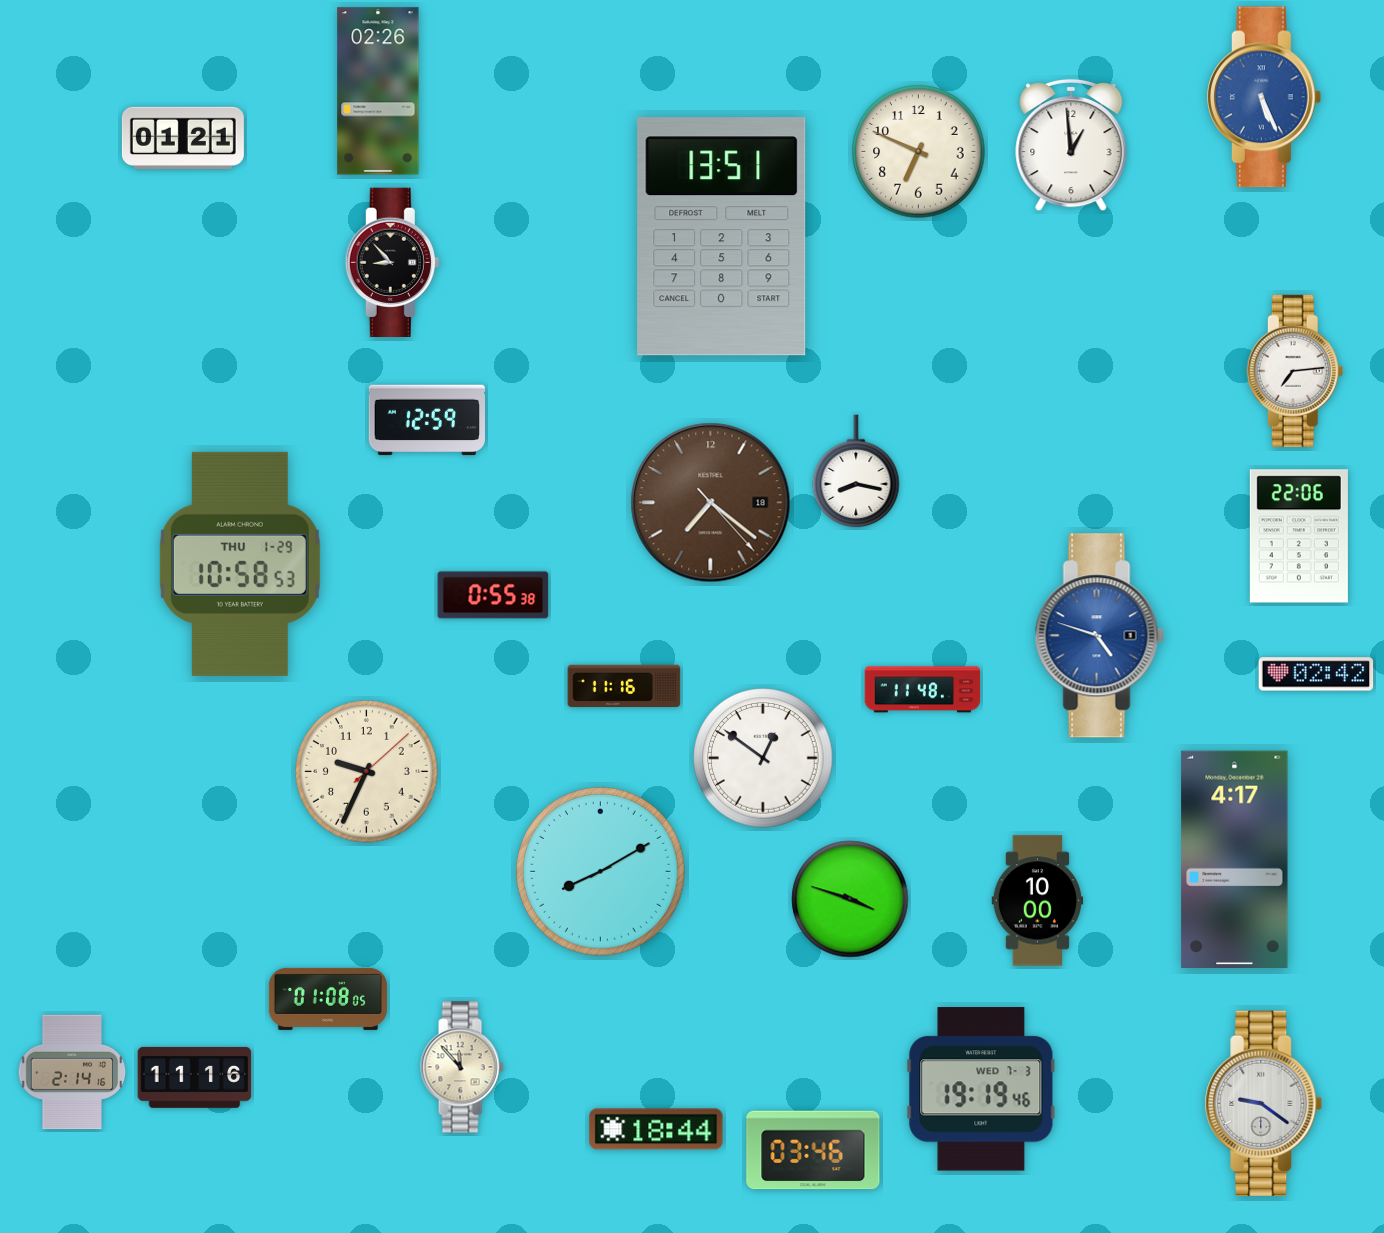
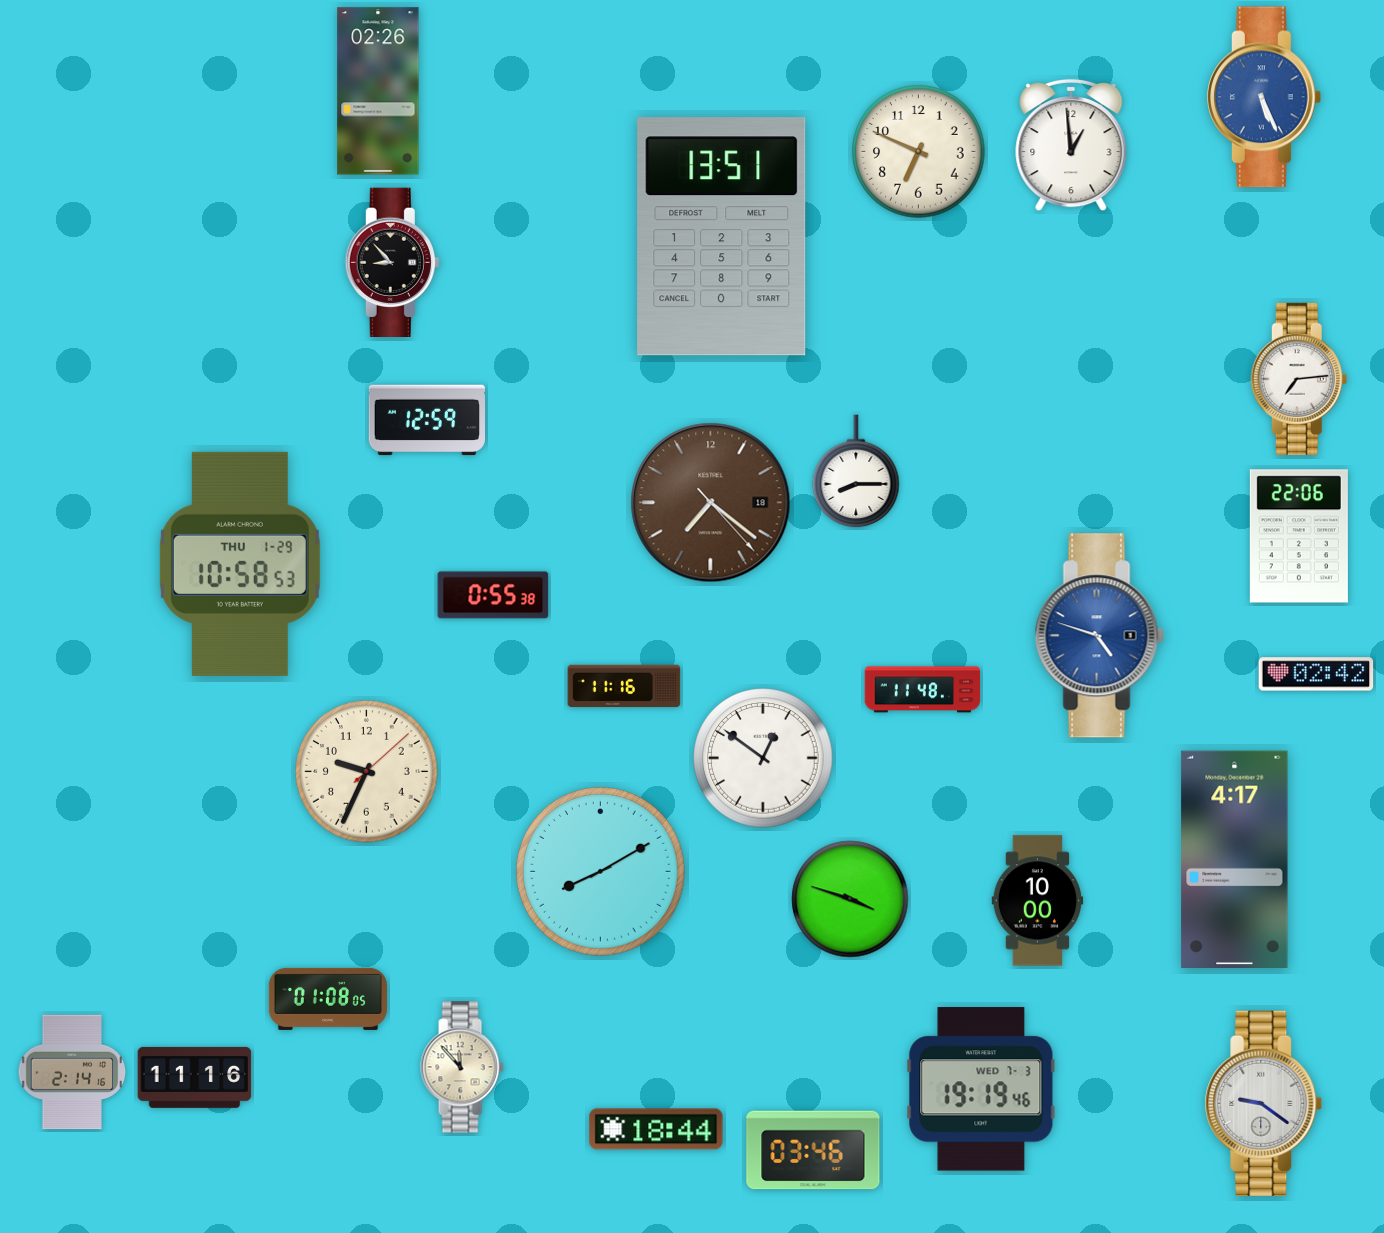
clock at (183, 138): 01:21 -> none
clock at (1295, 371) position: (1295, 371) -> (1299, 379)
clock at (856, 472): 8:17 -> 8:15
